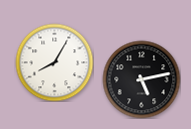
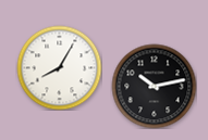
clock at (141, 79): 5:13 -> 10:13
